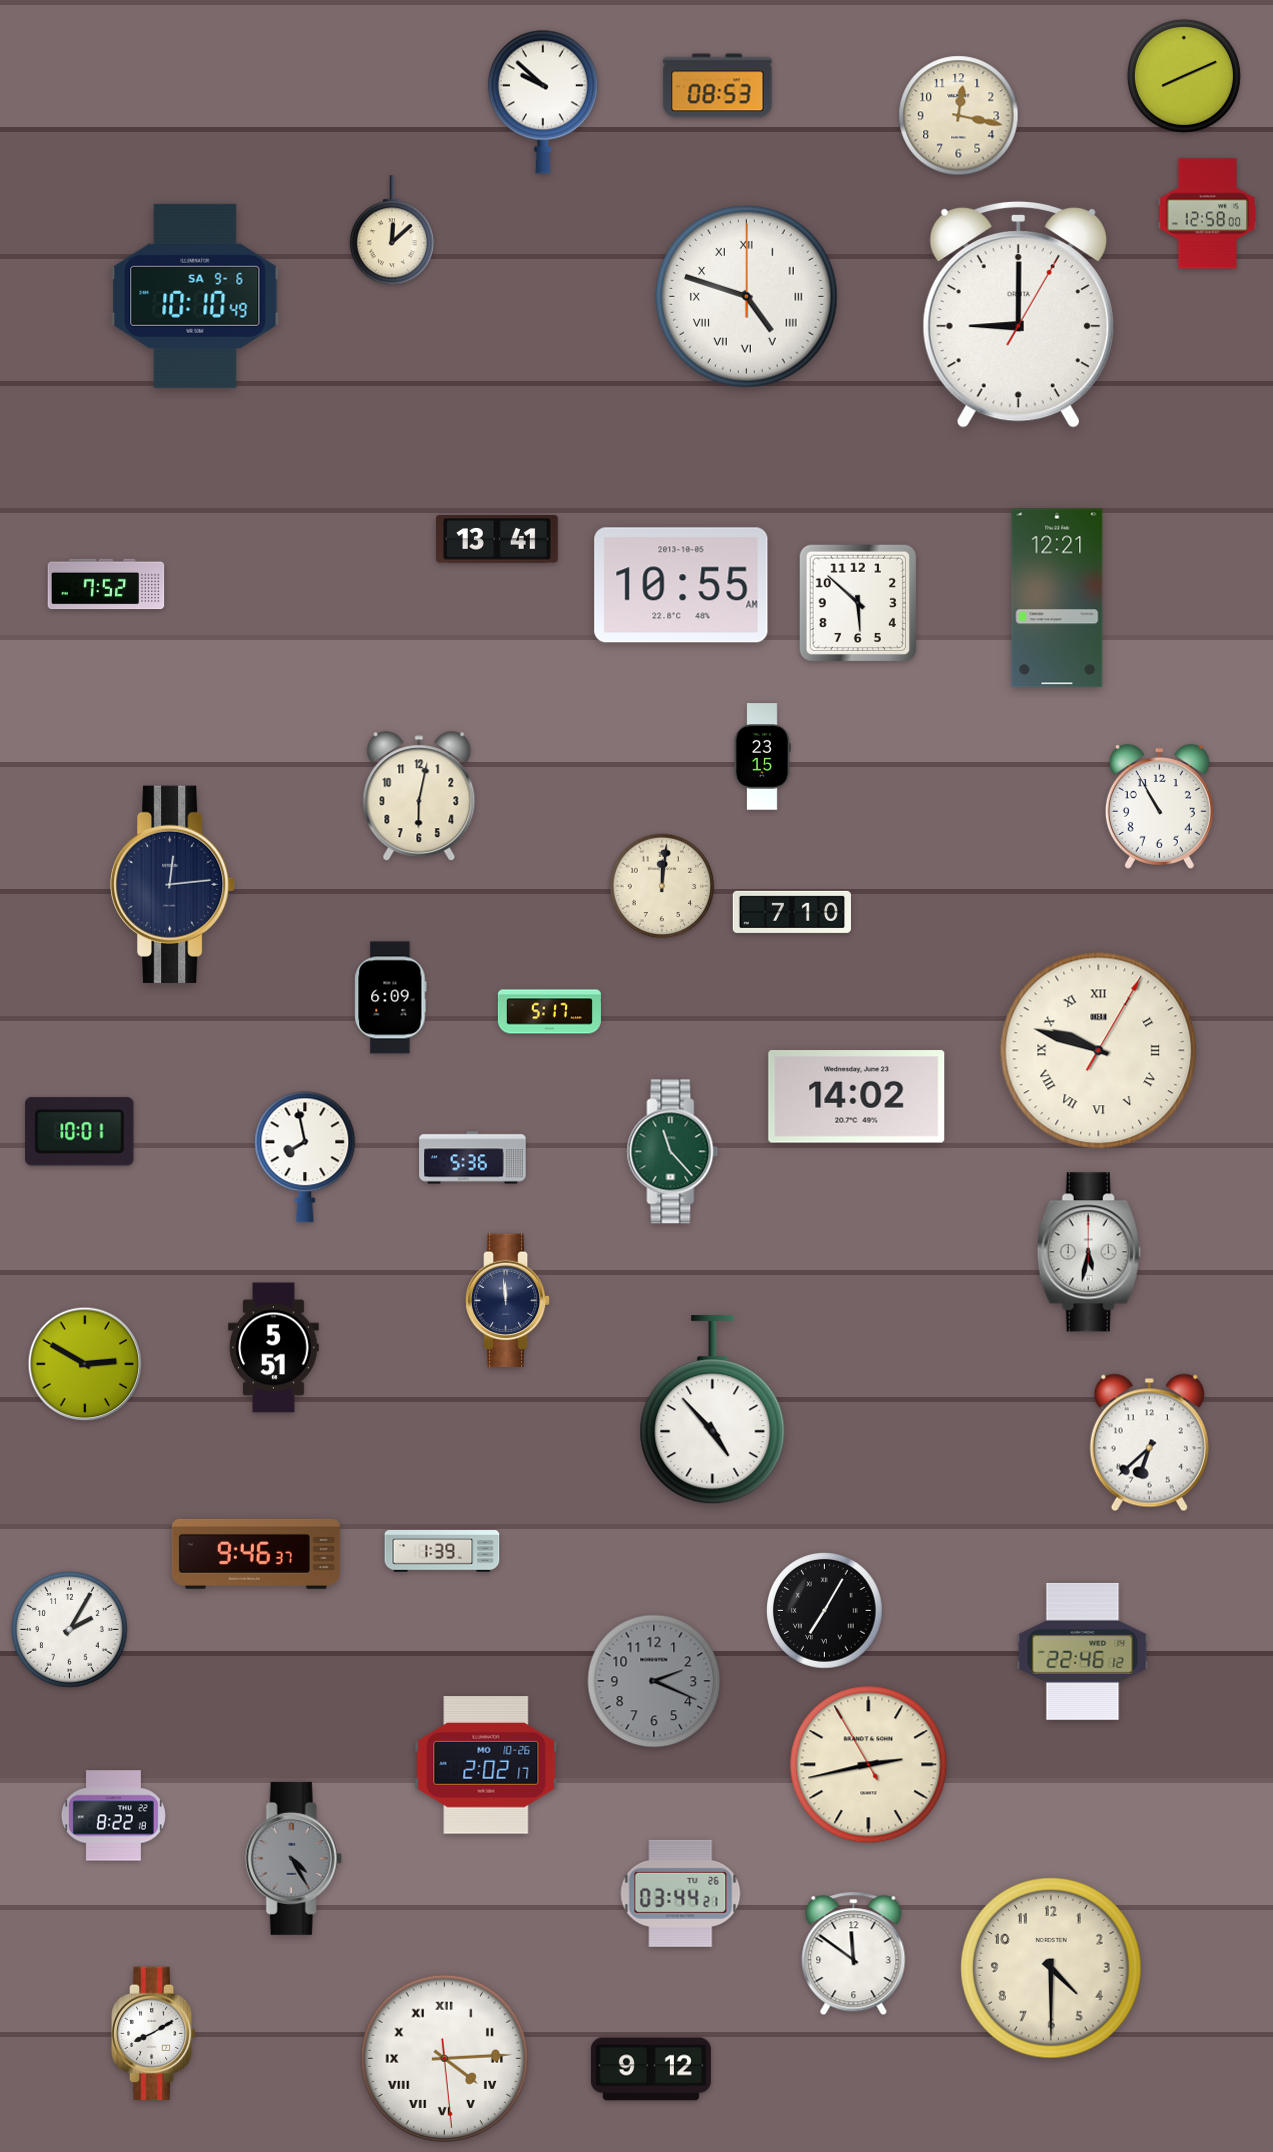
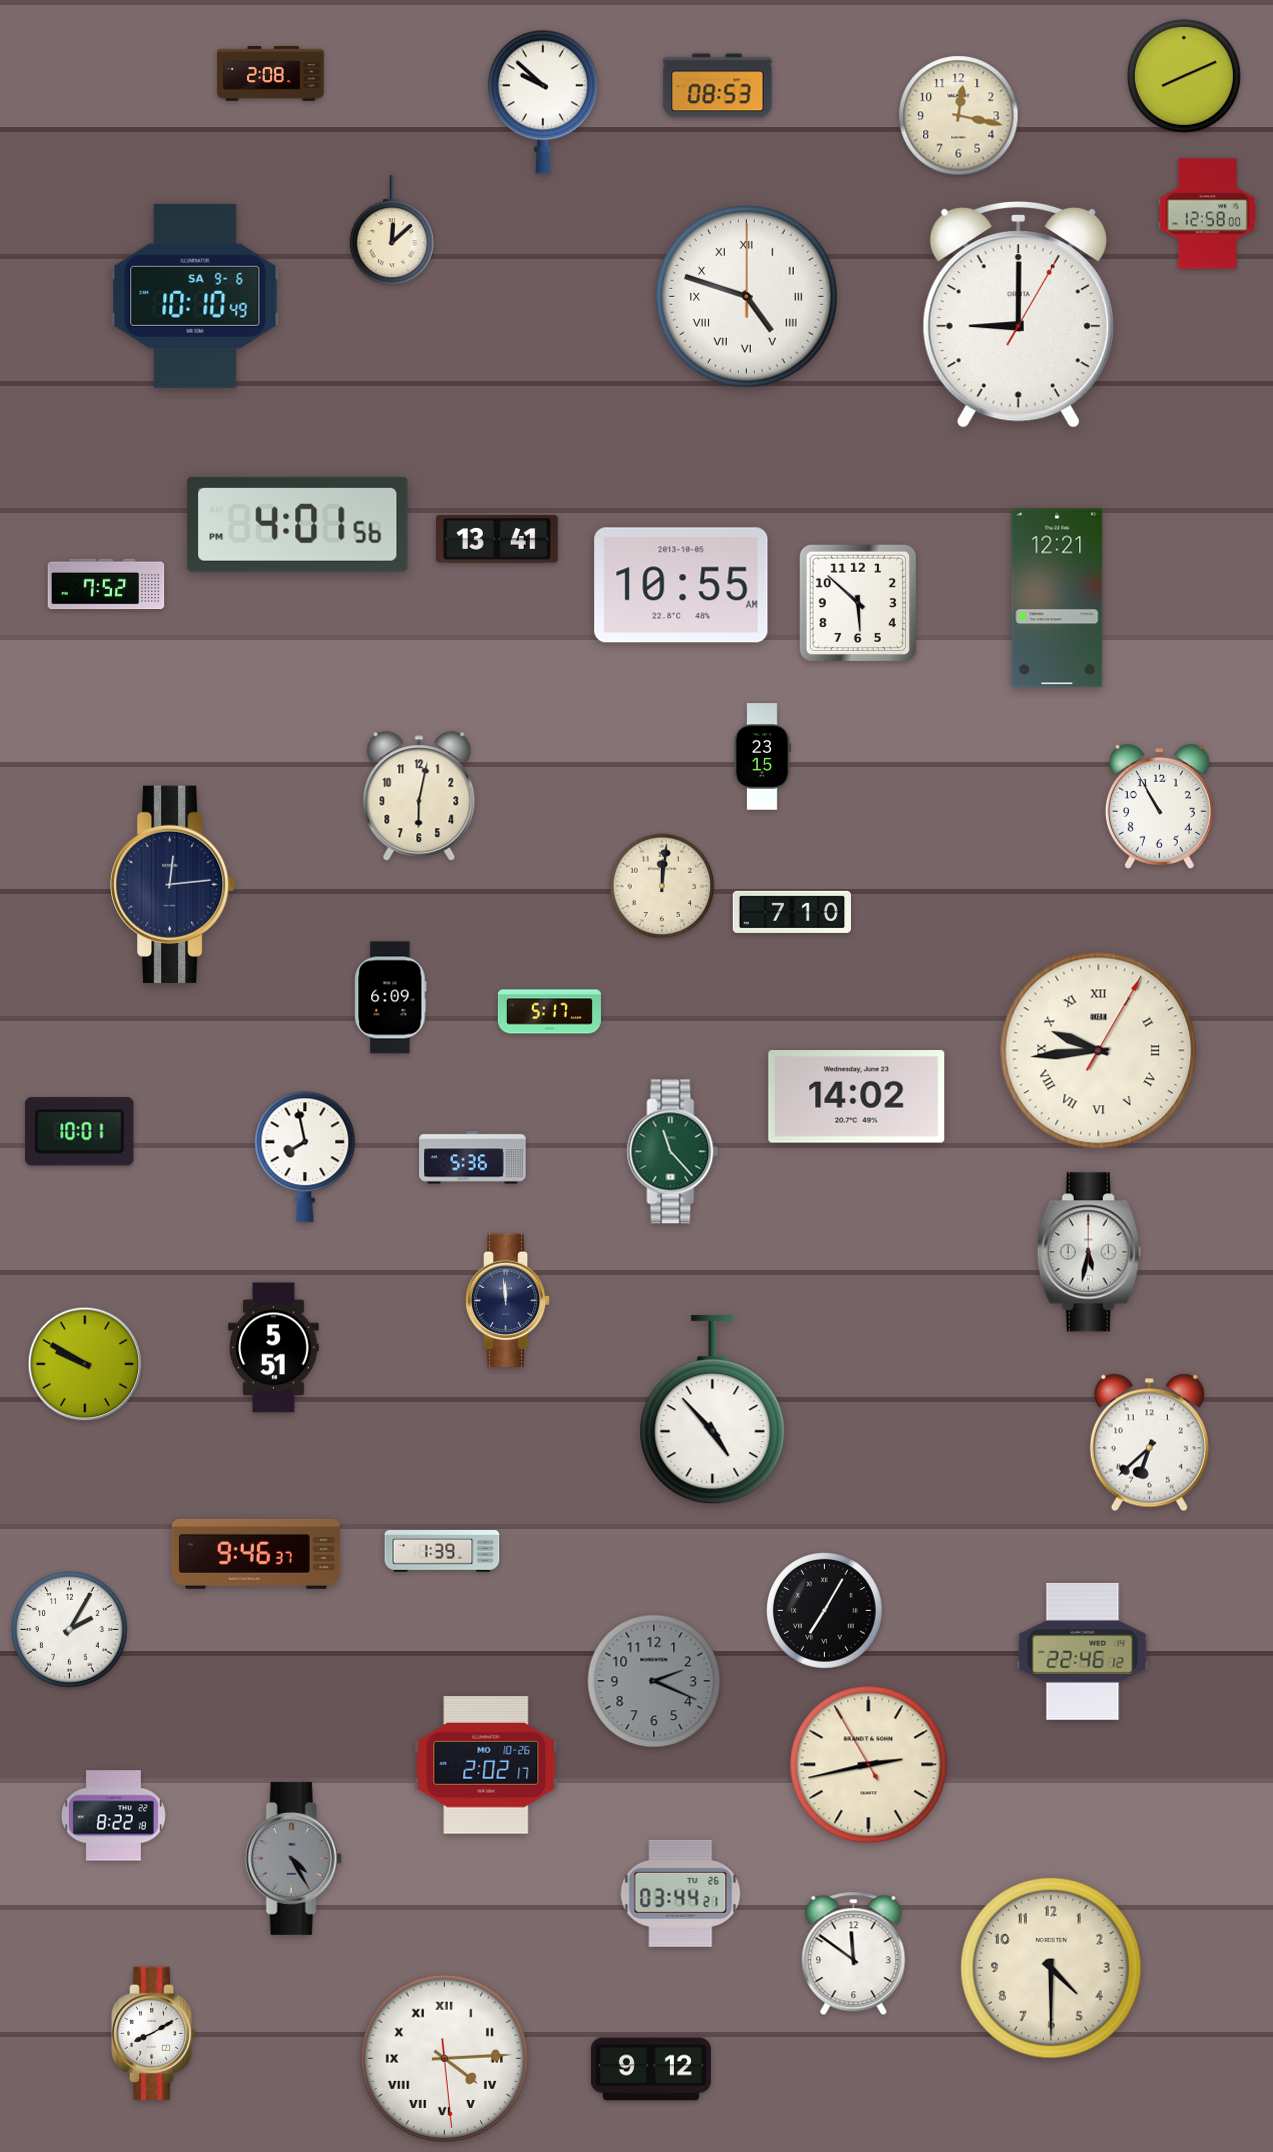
clock at (271, 74): none -> 2:08
clock at (298, 524): none -> 4:01
clock at (1099, 1051): 9:48 -> 9:44
clock at (85, 1364): 2:50 -> 9:50
